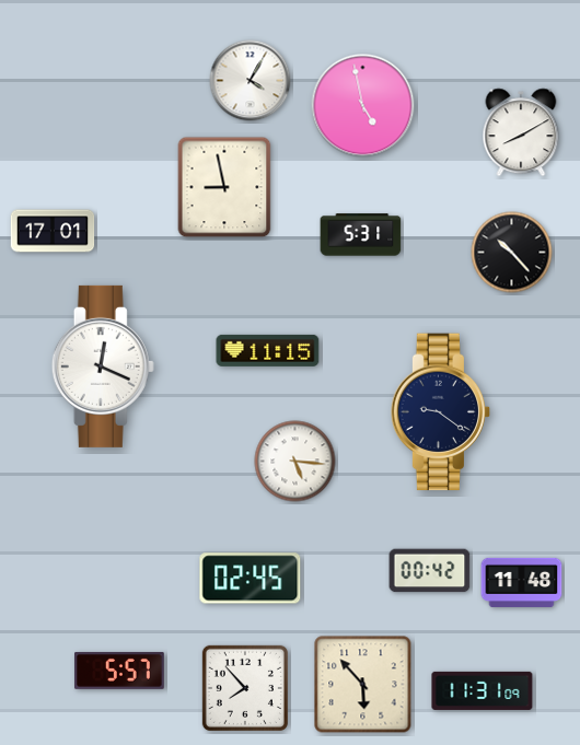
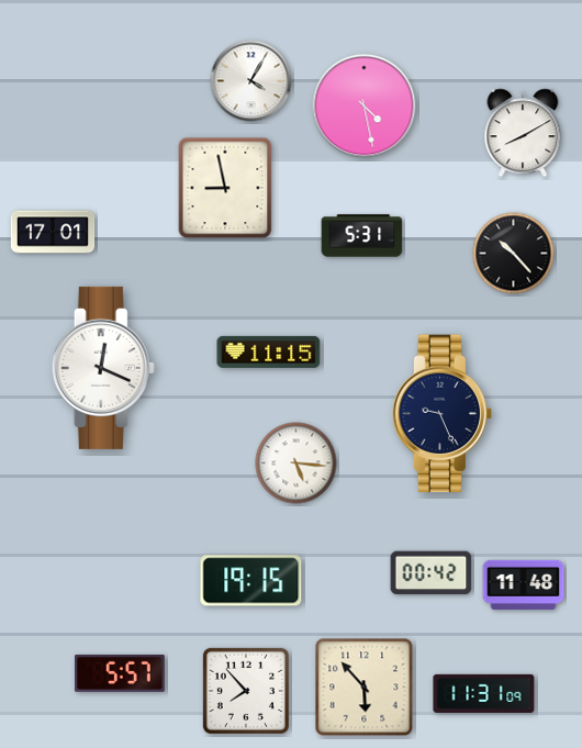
clock at (363, 106): 4:58 -> 4:28
clock at (441, 412): 9:21 -> 9:26
clock at (251, 579): 02:45 -> 19:15
